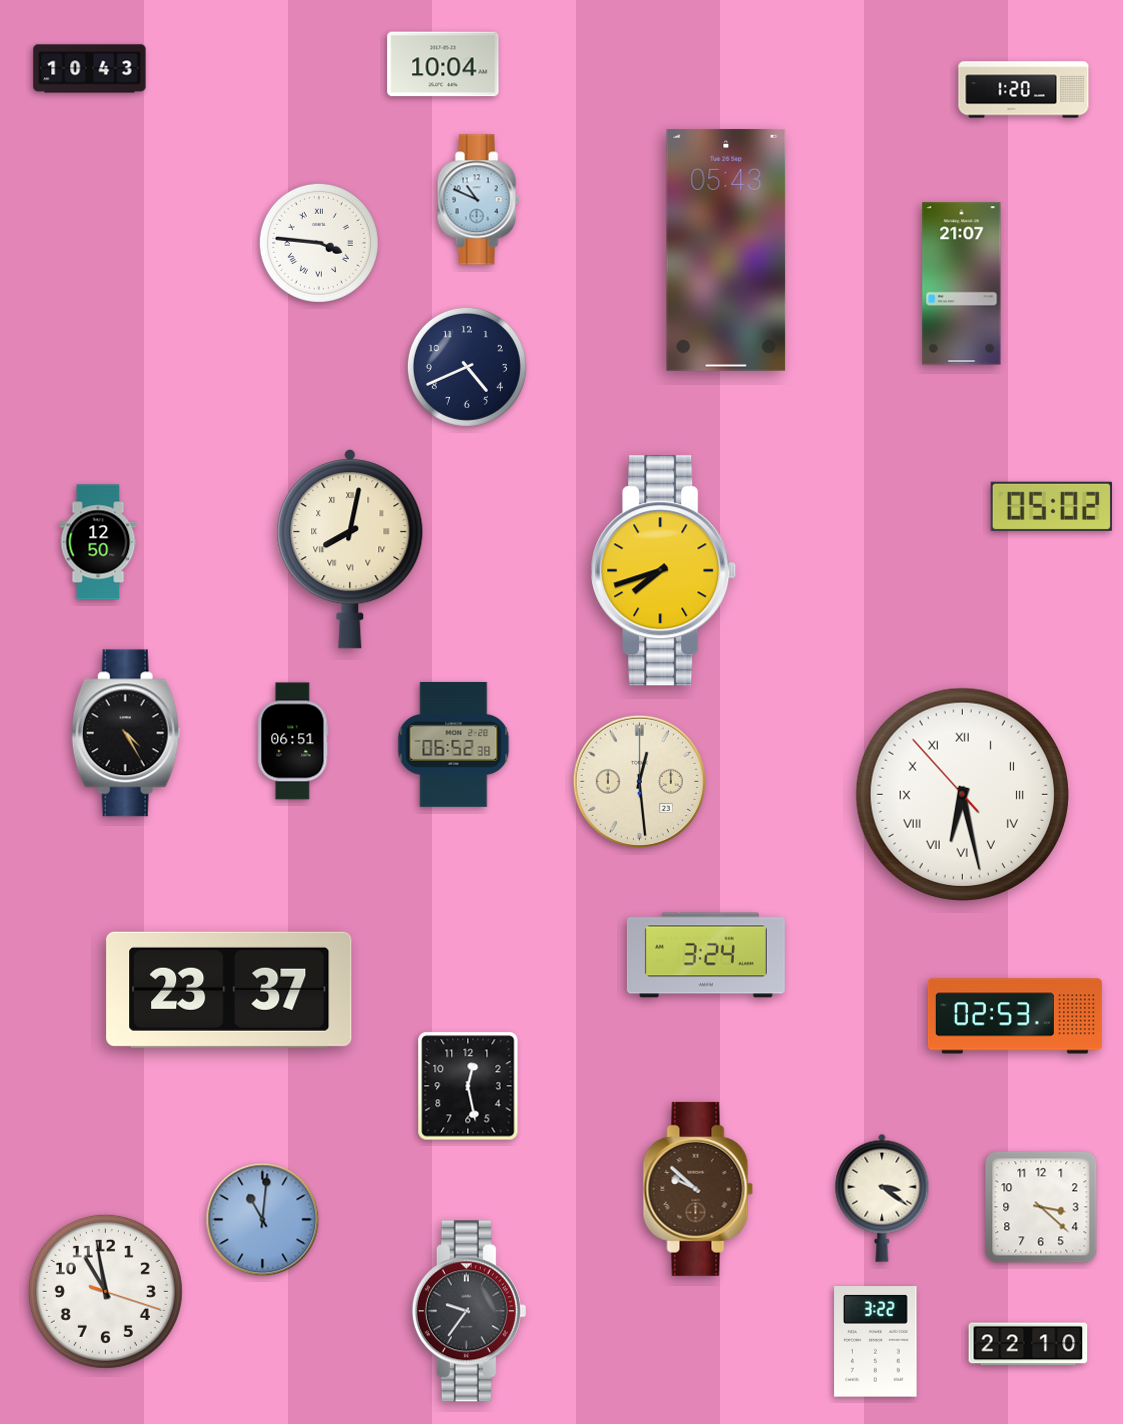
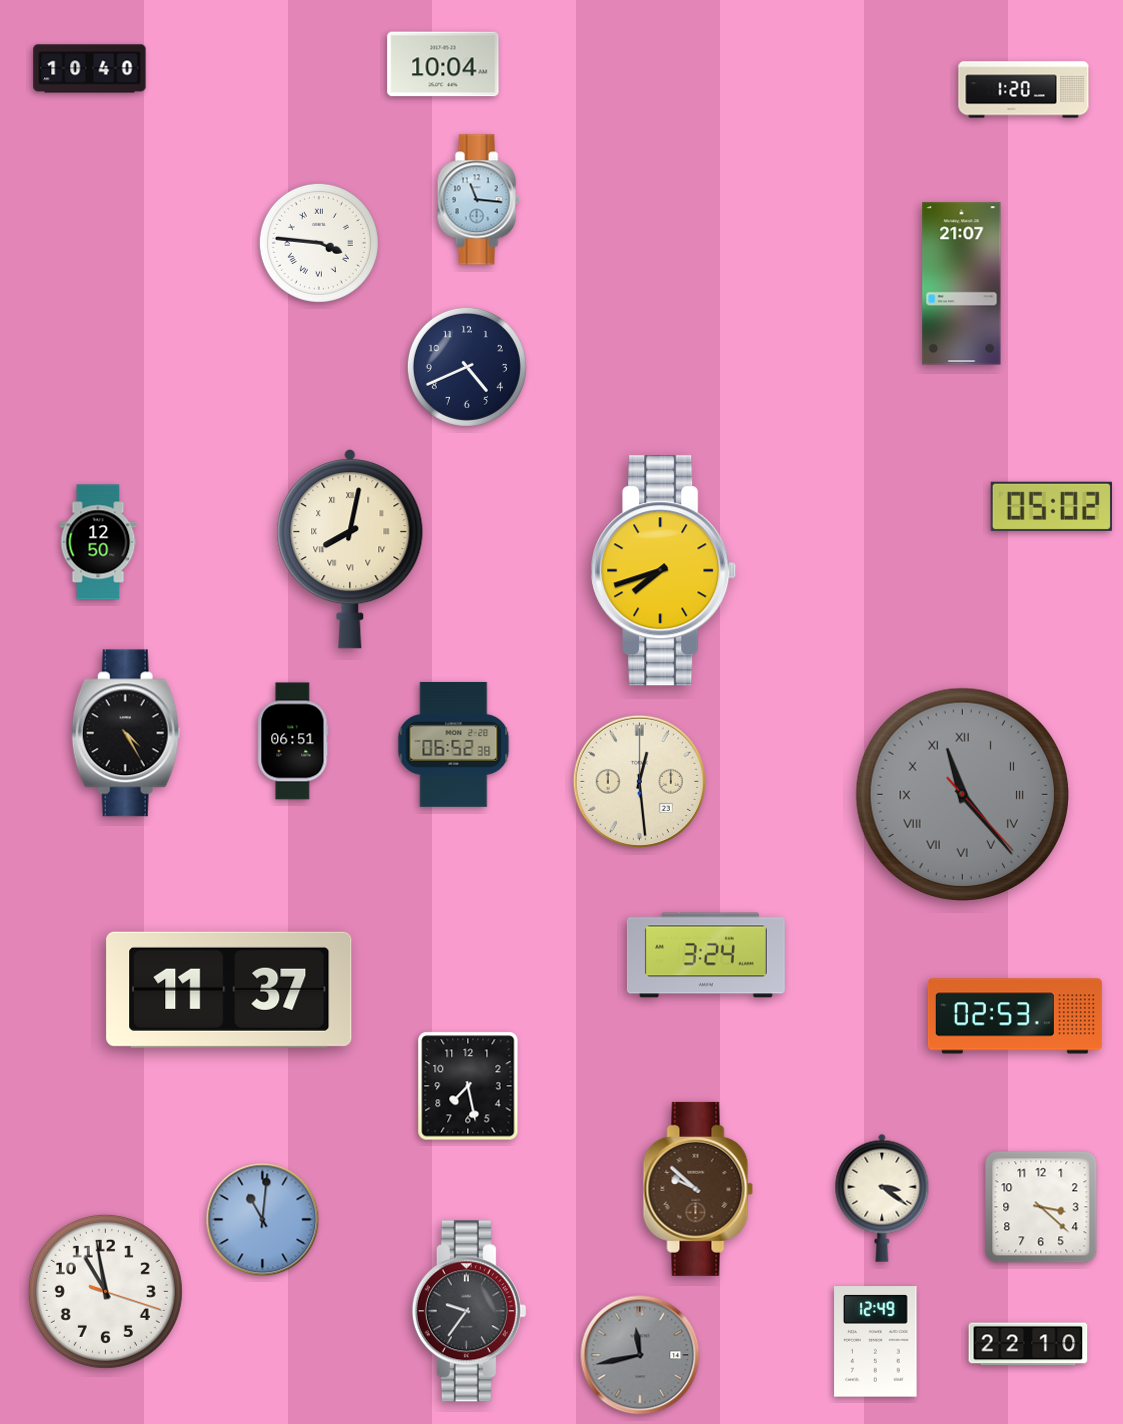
clock at (90, 69): 10:43 -> 10:40
clock at (478, 200): 10:49 -> 11:16
clock at (726, 250): 05:43 -> none
clock at (962, 794): 6:27 -> 11:23
clock at (962, 794) dial: white -> grey
clock at (229, 990): 23:37 -> 11:37
clock at (468, 1086): 12:28 -> 7:28
clock at (876, 1342): 3:22 -> 12:49
clock at (640, 1355): none -> 11:43
